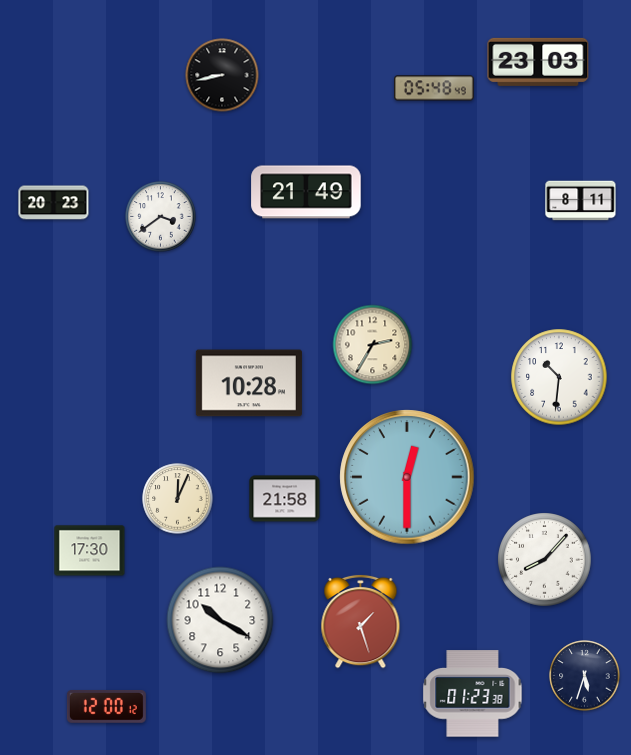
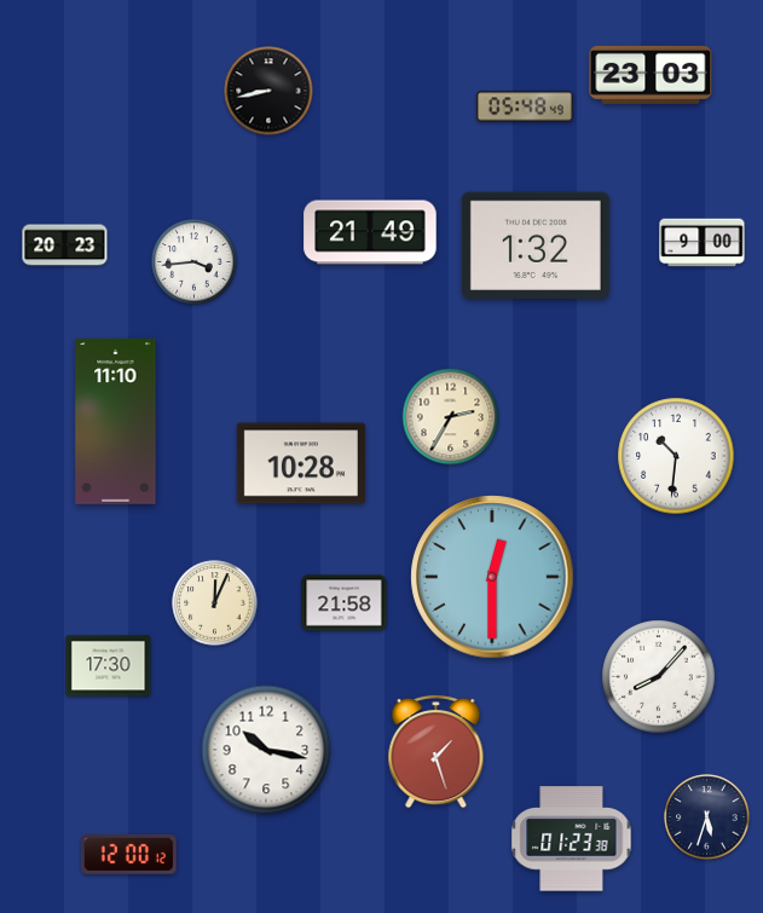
clock at (581, 201): 8:11 -> 9:00
clock at (536, 245): none -> 1:32
clock at (161, 217): 3:39 -> 3:44
clock at (116, 422): none -> 11:10
clock at (220, 620): 10:20 -> 10:17
